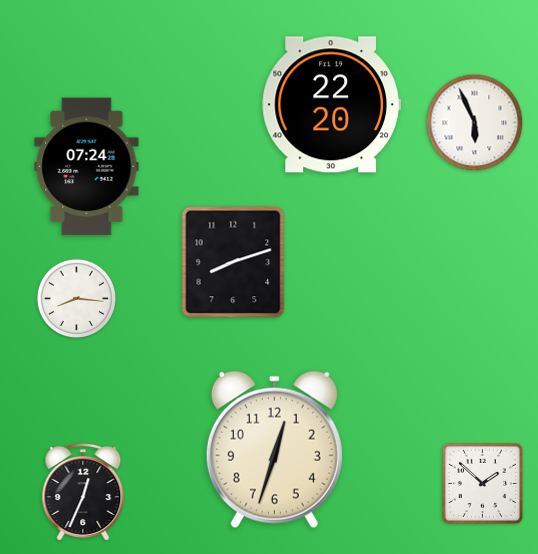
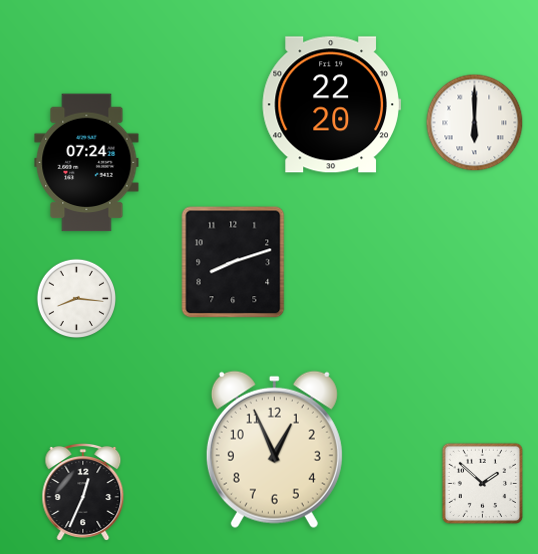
clock at (475, 123): 5:56 -> 6:00
clock at (87, 167) position: (87, 167) -> (87, 163)
clock at (274, 449): 12:33 -> 12:56
